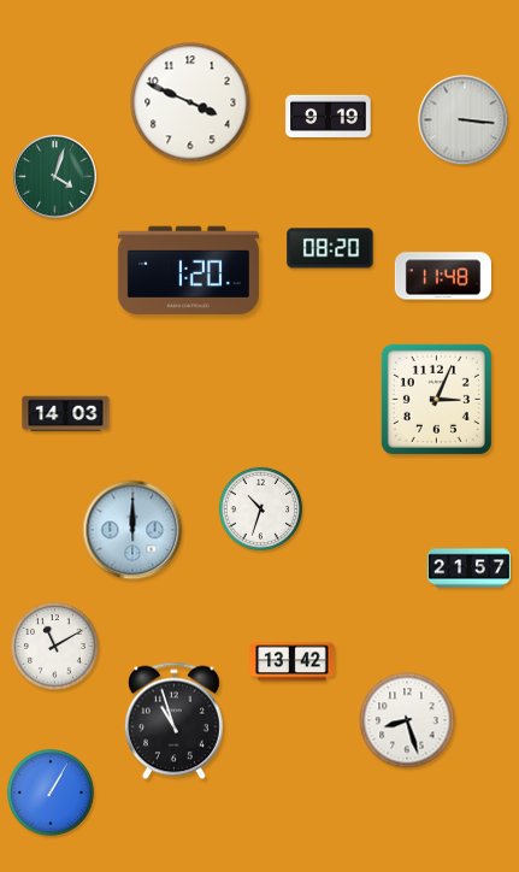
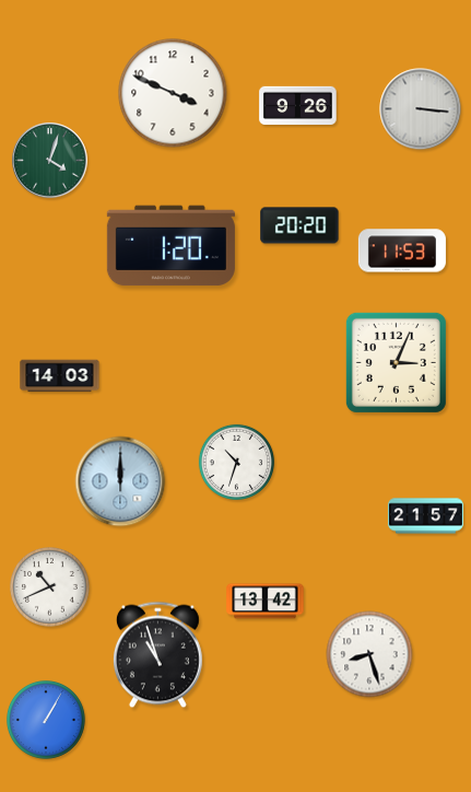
clock at (329, 116): 9:19 -> 9:26
clock at (330, 248): 08:20 -> 20:20
clock at (443, 276): 11:48 -> 11:53
clock at (55, 647): 11:10 -> 10:41
